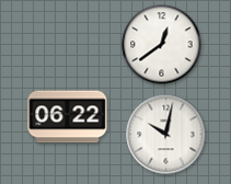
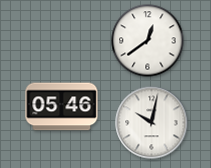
clock at (68, 117): 06:22 -> 05:46
